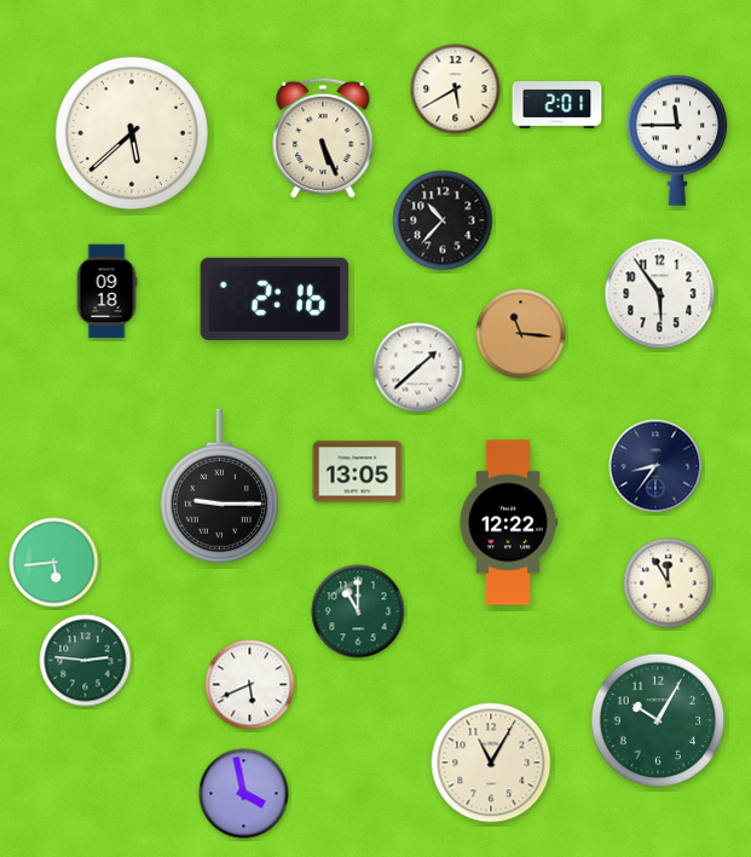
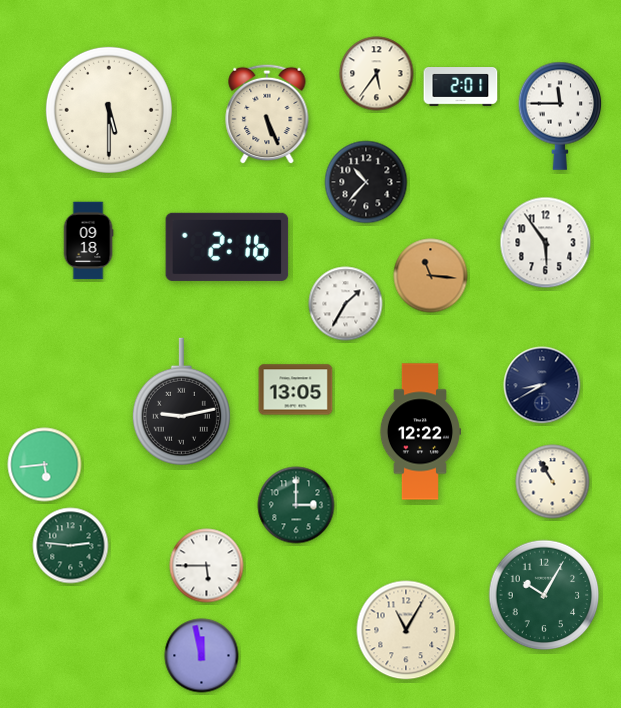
clock at (456, 90): 5:40 -> 5:36
clock at (132, 133): 5:38 -> 5:30
clock at (418, 368): 1:38 -> 1:35
clock at (655, 466): 8:36 -> 8:40
clock at (219, 487): 9:15 -> 9:13
clock at (669, 583): 11:55 -> 10:55
clock at (358, 611): 11:00 -> 3:00
clock at (250, 685): 5:41 -> 5:45
clock at (244, 794): 3:58 -> 11:58
